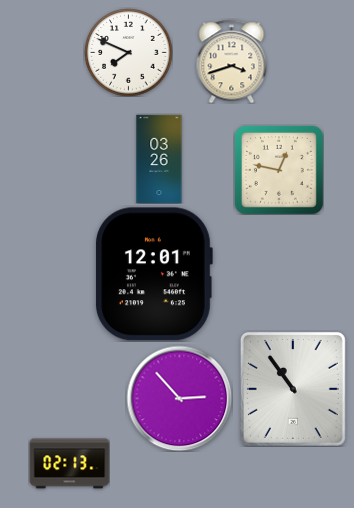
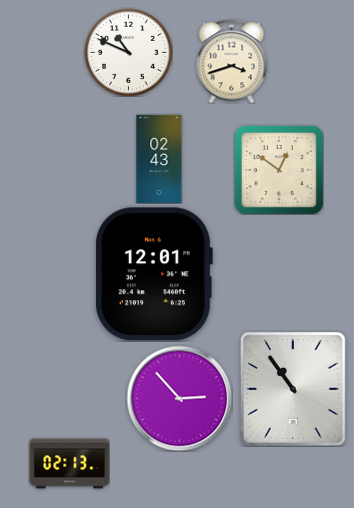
clock at (128, 52): 7:49 -> 10:49
clock at (159, 159): 03:26 -> 02:43
clock at (279, 170): 12:47 -> 12:51
